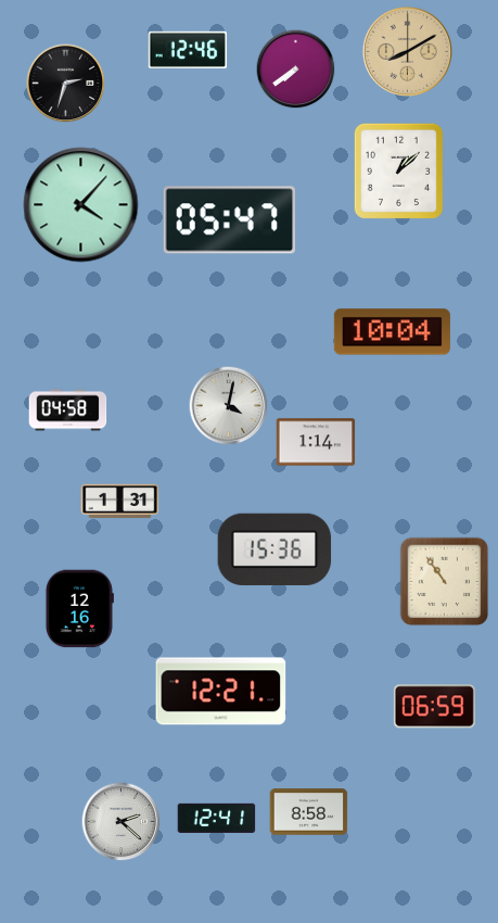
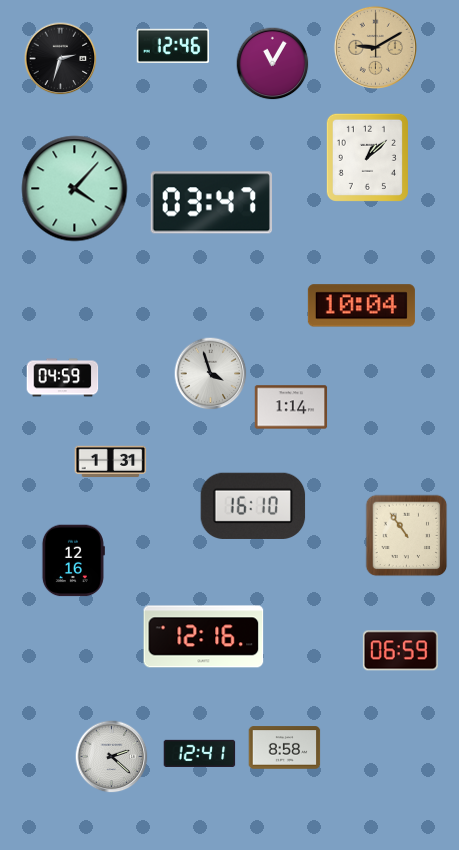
clock at (407, 51): 8:10 -> 9:10
clock at (296, 69): 7:39 -> 11:05
clock at (66, 84) position: (66, 84) -> (61, 59)
clock at (230, 220): 05:47 -> 03:47
clock at (229, 406): 4:02 -> 3:57
clock at (68, 410): 04:58 -> 04:59
clock at (274, 548): 15:36 -> 16:10
clock at (445, 582) position: (445, 582) -> (407, 536)
clock at (221, 692): 12:21 -> 12:16
